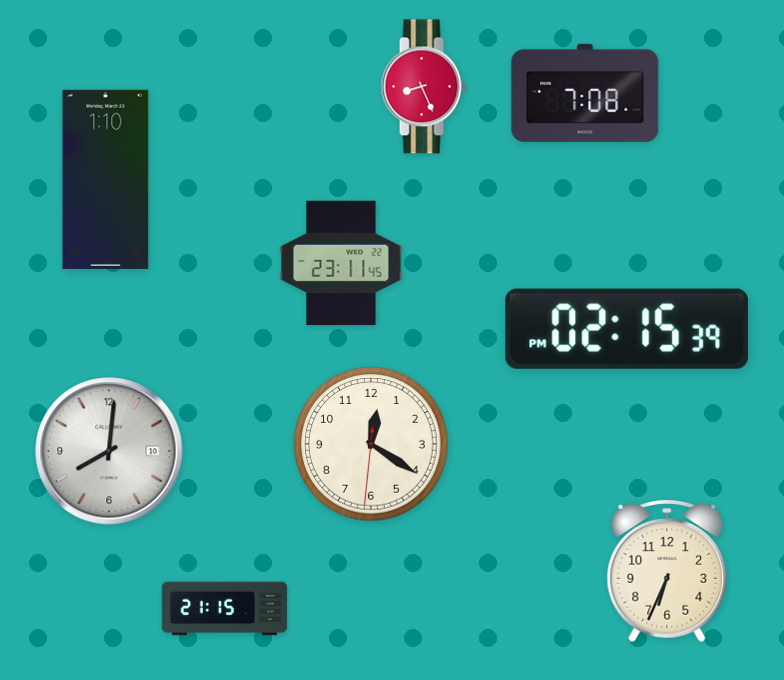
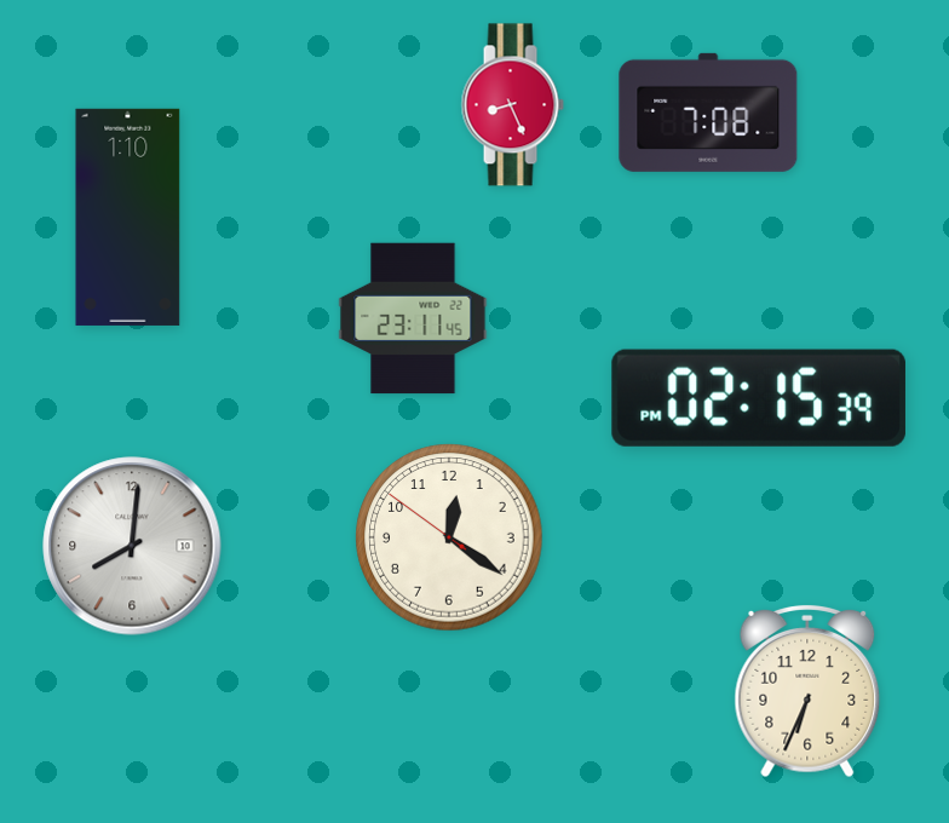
clock at (371, 444): 12:20:31 -> 12:20:51
clock at (225, 609): 21:15 -> none
